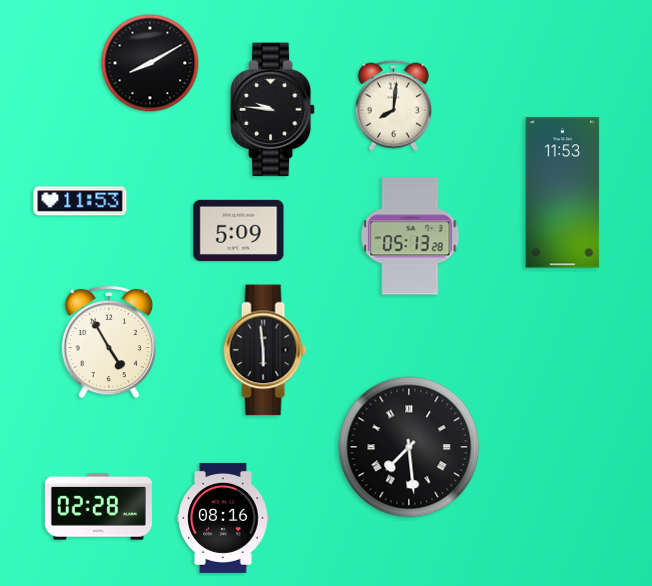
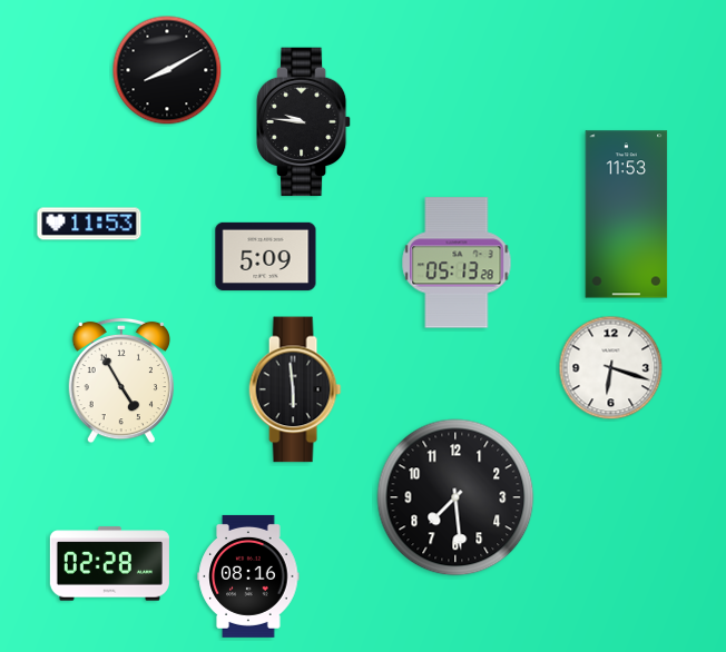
clock at (393, 105): 8:01 -> none
clock at (611, 368): none -> 6:18
clock at (409, 447) numerals: Roman -> Arabic
